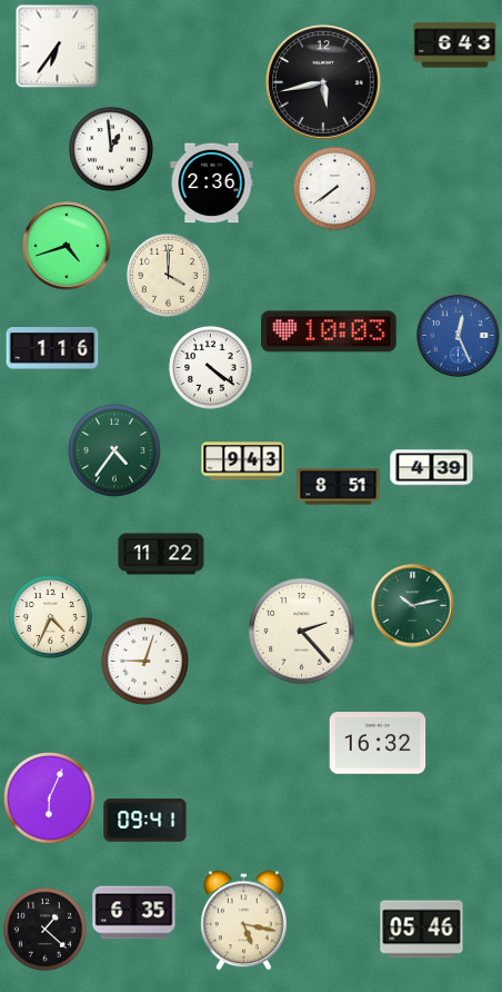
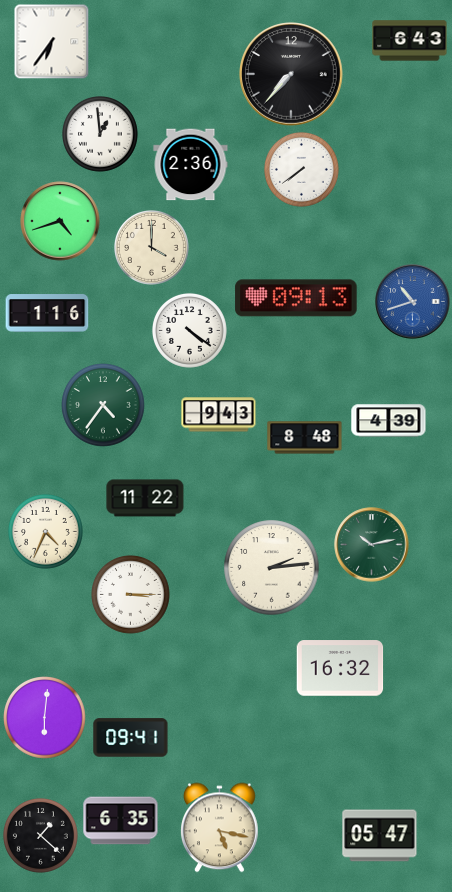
clock at (324, 83): 5:43 -> 7:37
clock at (329, 331): 10:03 -> 09:13
clock at (459, 336): 12:26 -> 10:42
clock at (339, 487): 8:51 -> 8:48
clock at (50, 616) position: (50, 616) -> (45, 531)
clock at (302, 632): 2:23 -> 2:14
clock at (145, 662): 9:03 -> 3:15
clock at (50, 798): 6:04 -> 6:01
clock at (422, 930): 05:46 -> 05:47
